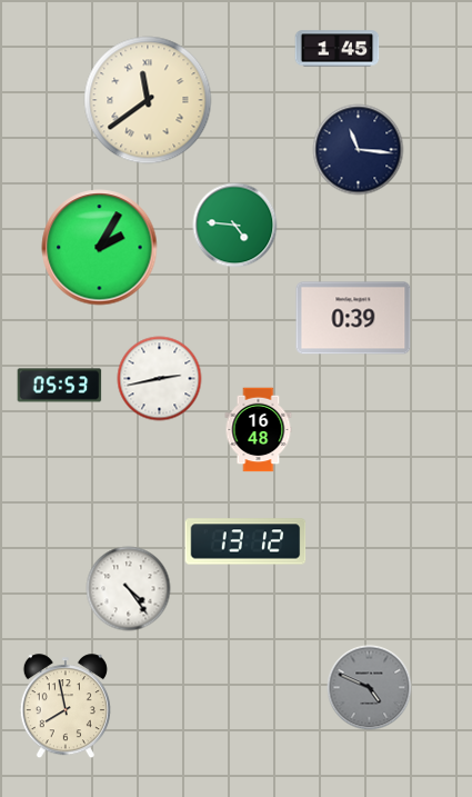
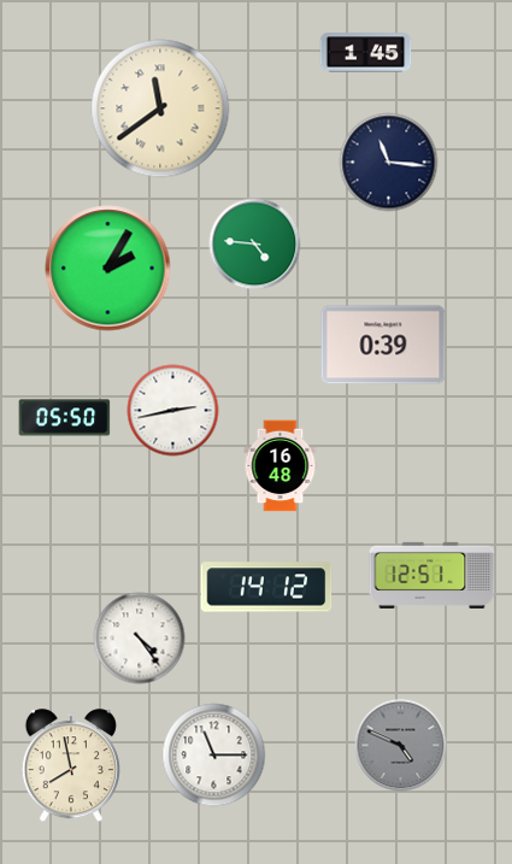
clock at (60, 386): 05:53 -> 05:50
clock at (432, 575): none -> 12:51
clock at (245, 541): 13:12 -> 14:12
clock at (214, 756): none -> 11:15
